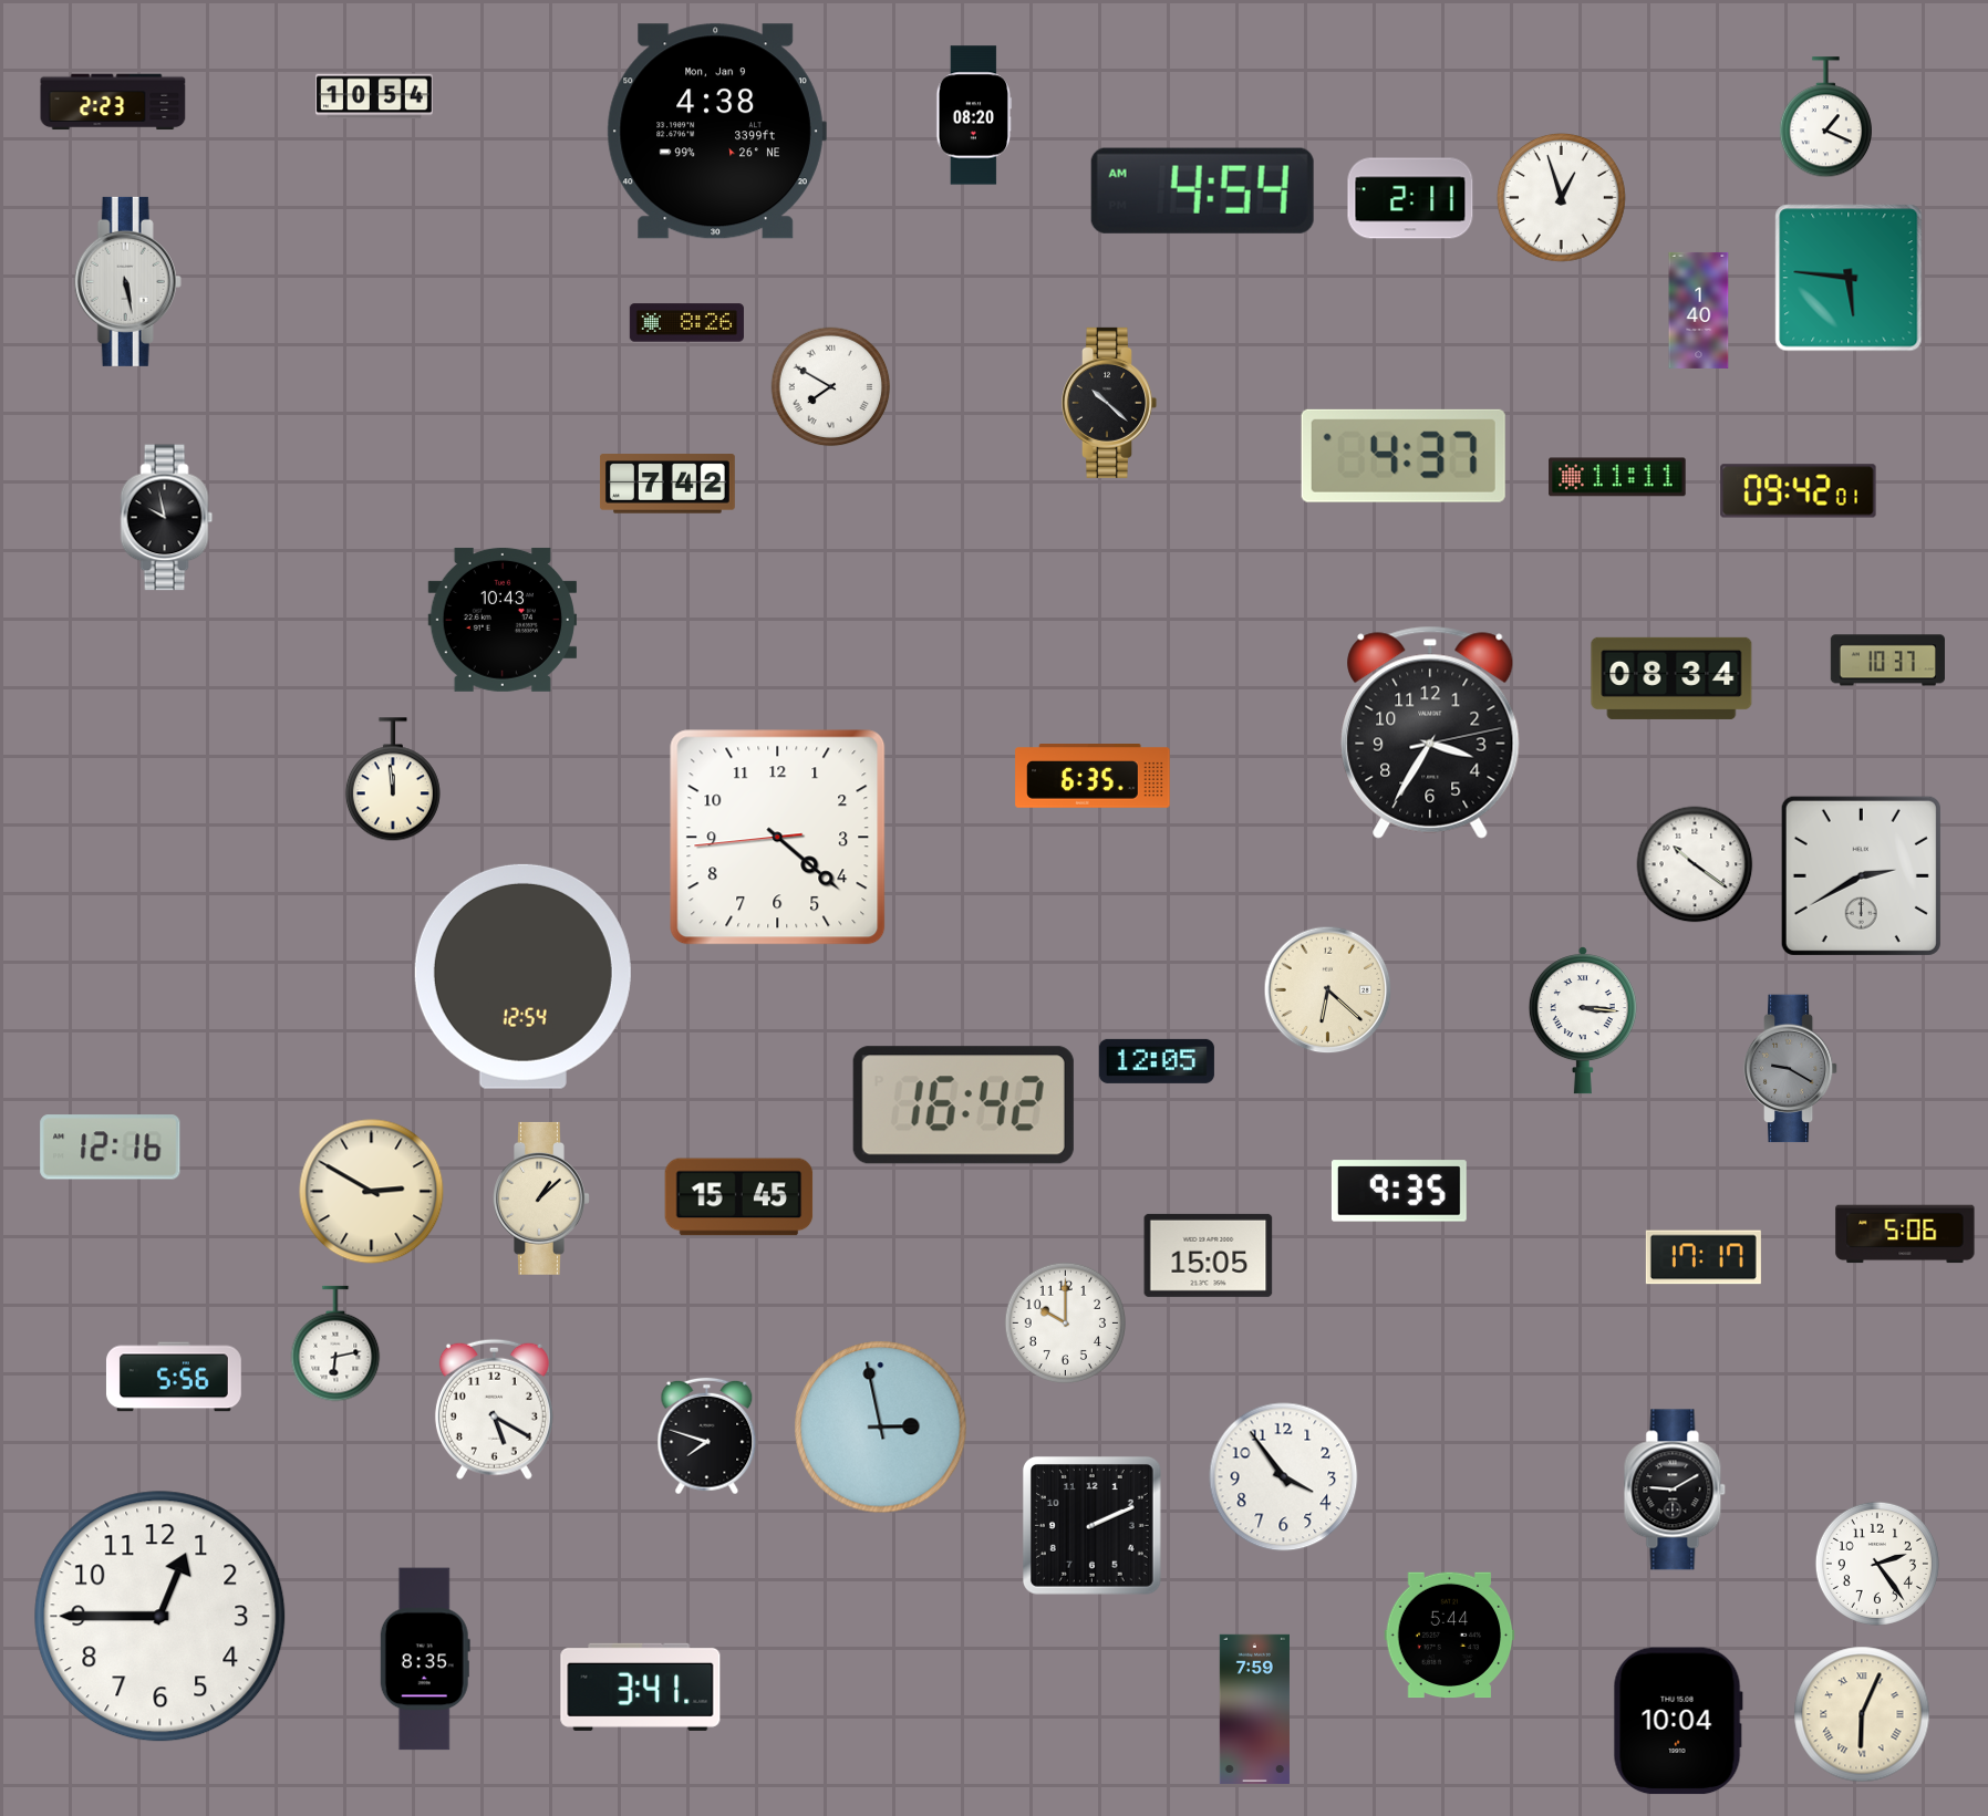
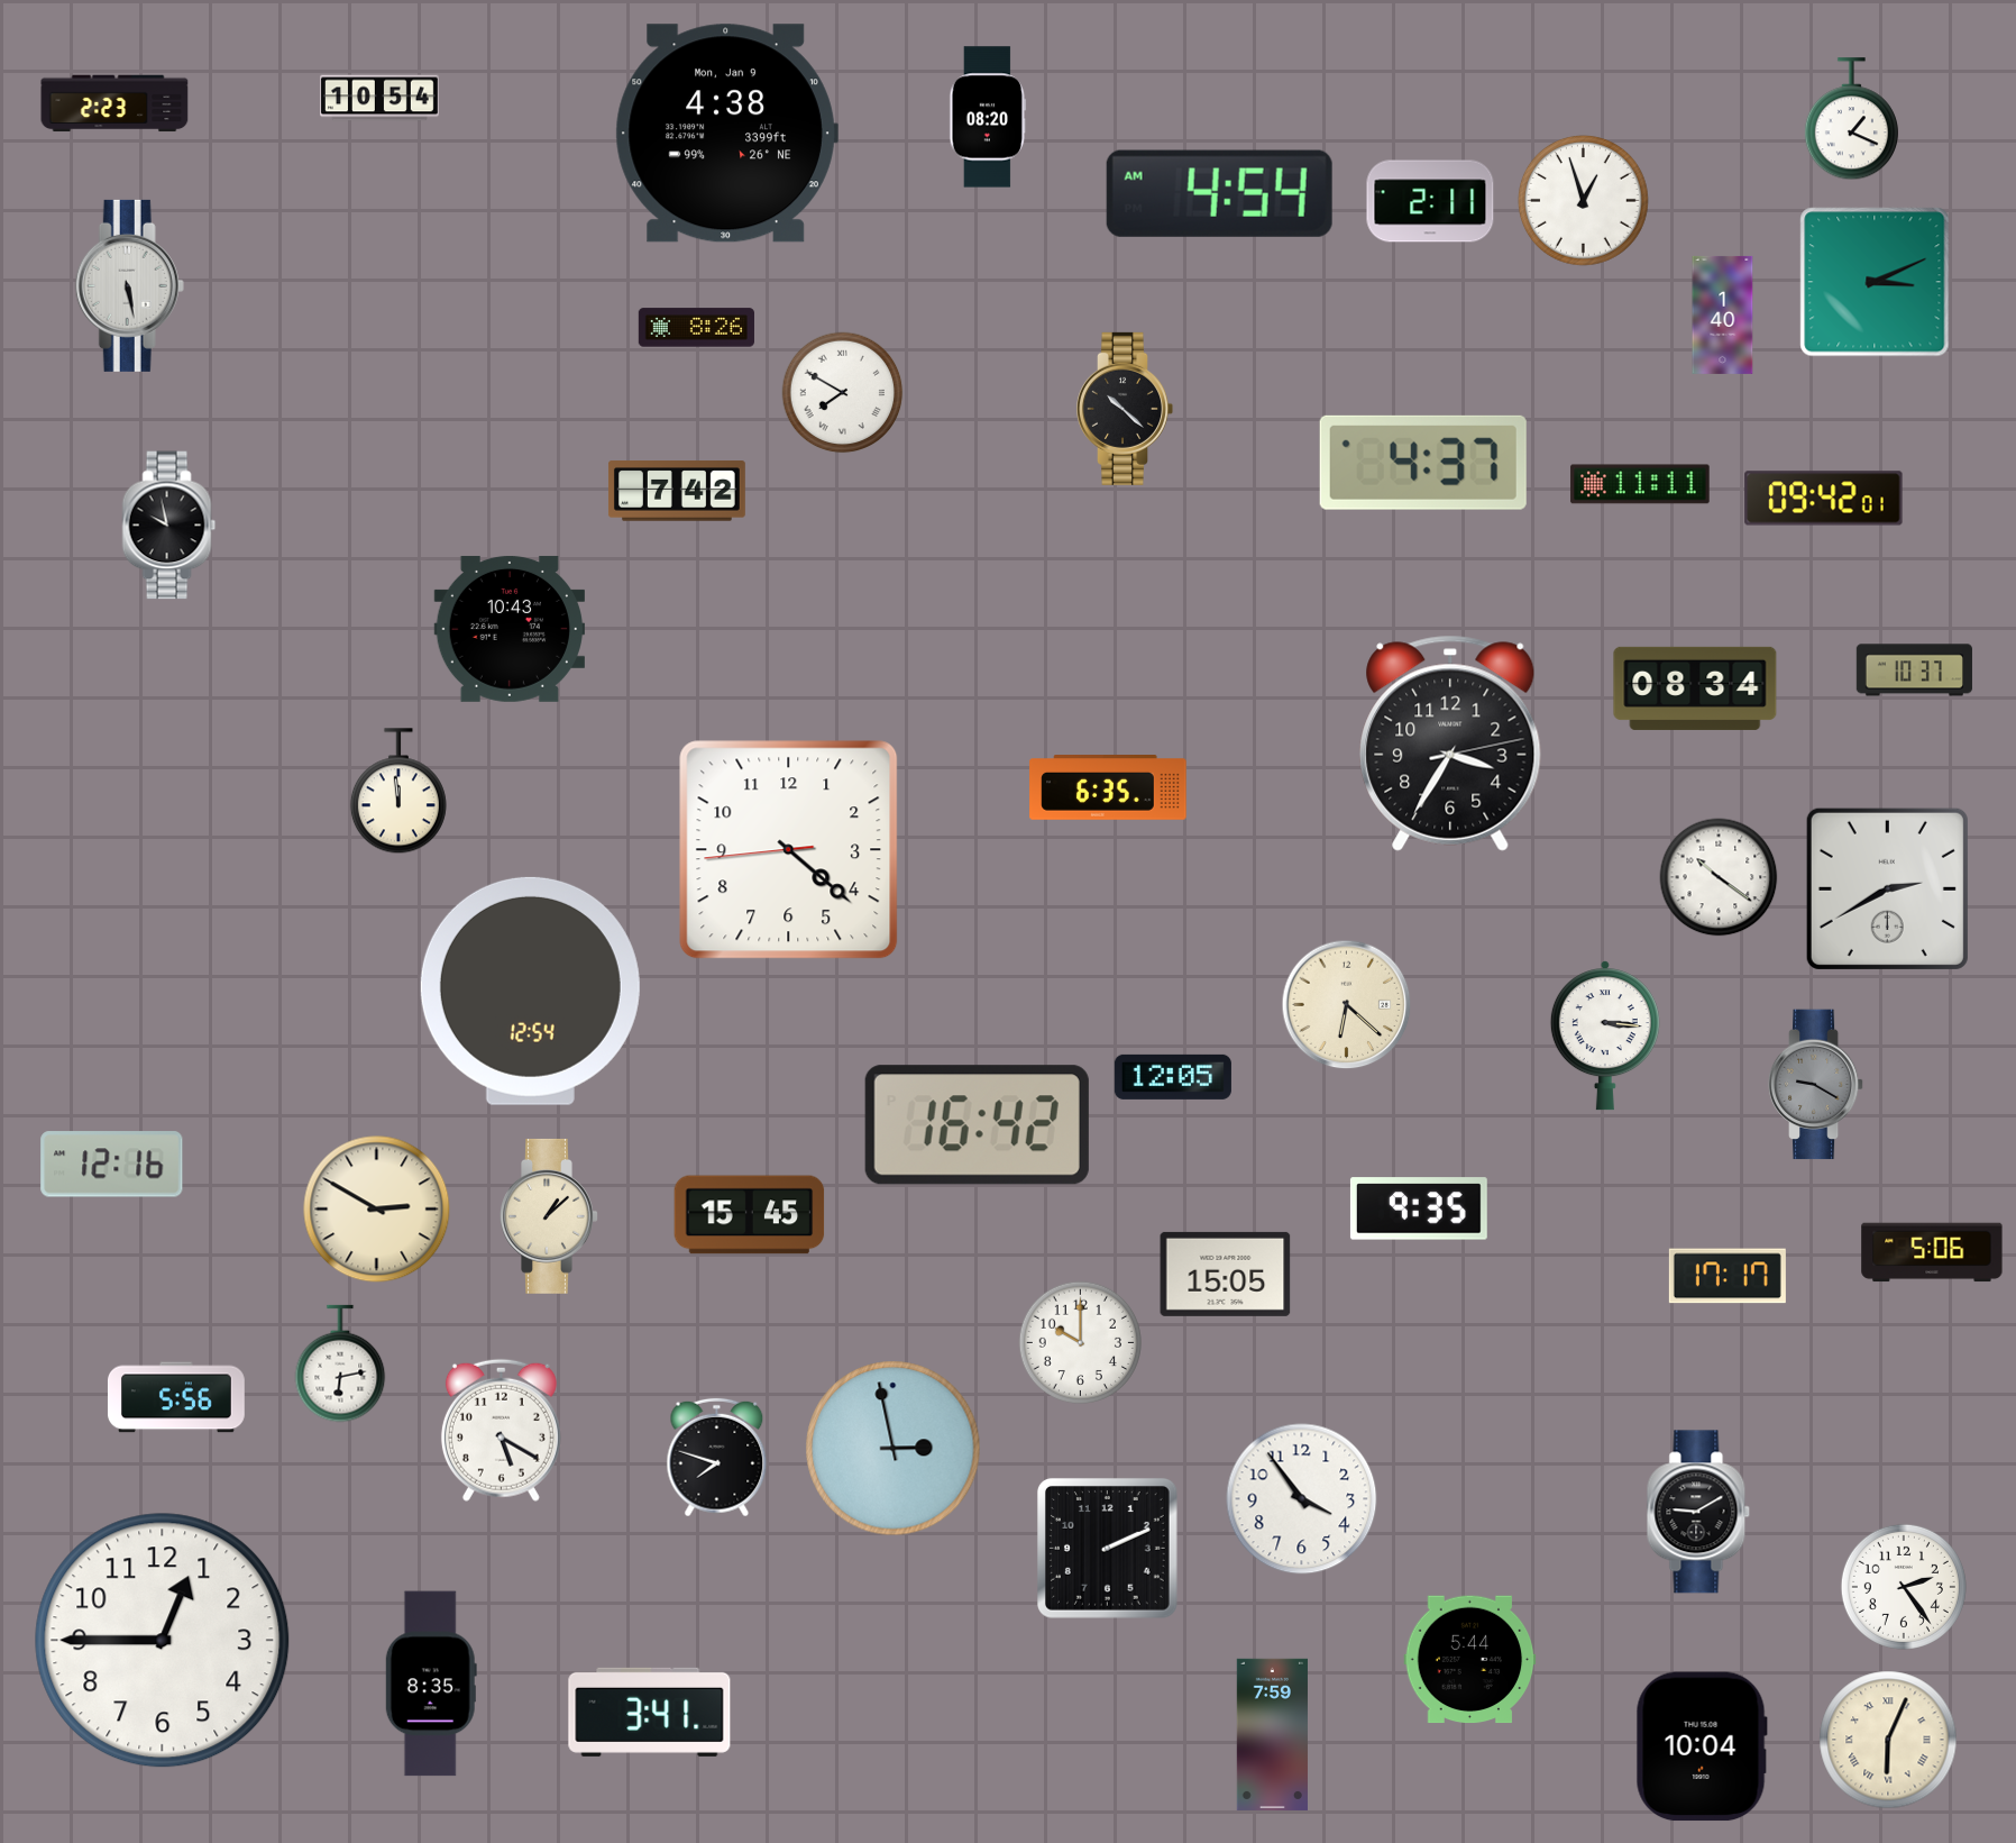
clock at (1849, 278): 5:46 -> 3:11
clock at (963, 1106) position: (963, 1106) -> (977, 1125)
